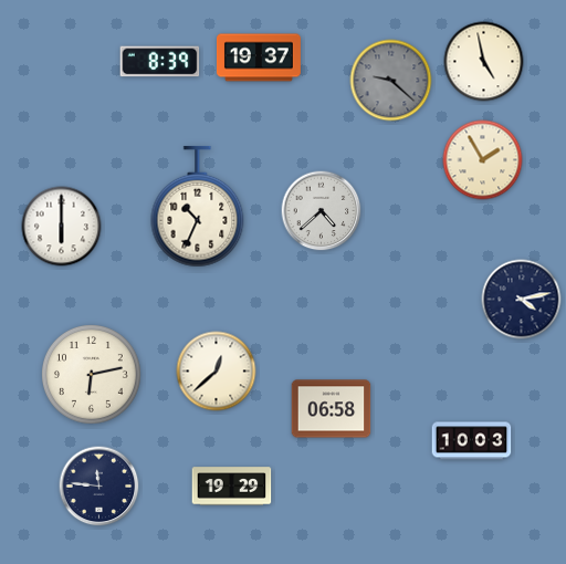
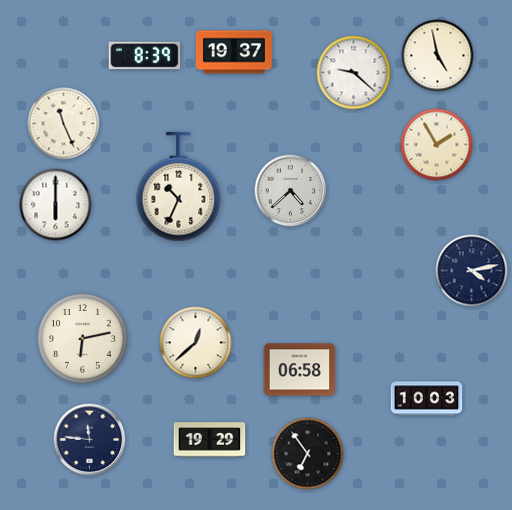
clock at (391, 81) dial: grey -> white
clock at (64, 124): none -> 11:26
clock at (217, 372) position: (217, 372) -> (196, 343)
clock at (308, 454): none -> 6:54
